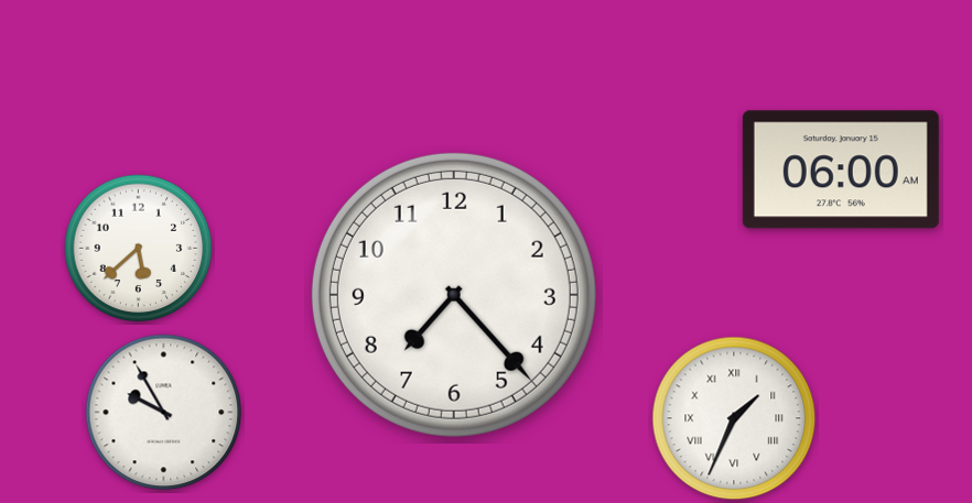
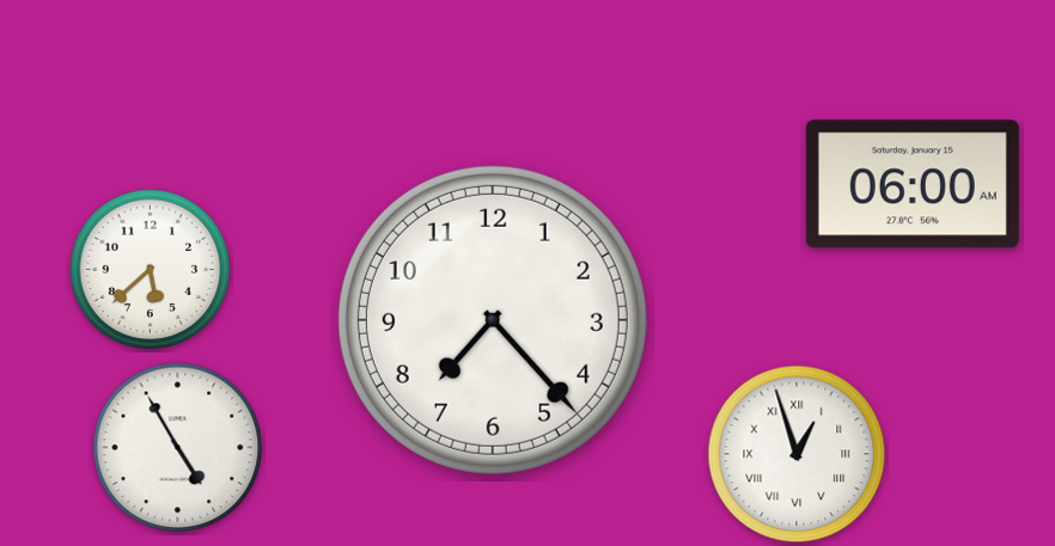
clock at (164, 413): 9:55 -> 4:55
clock at (734, 418): 1:34 -> 12:57
